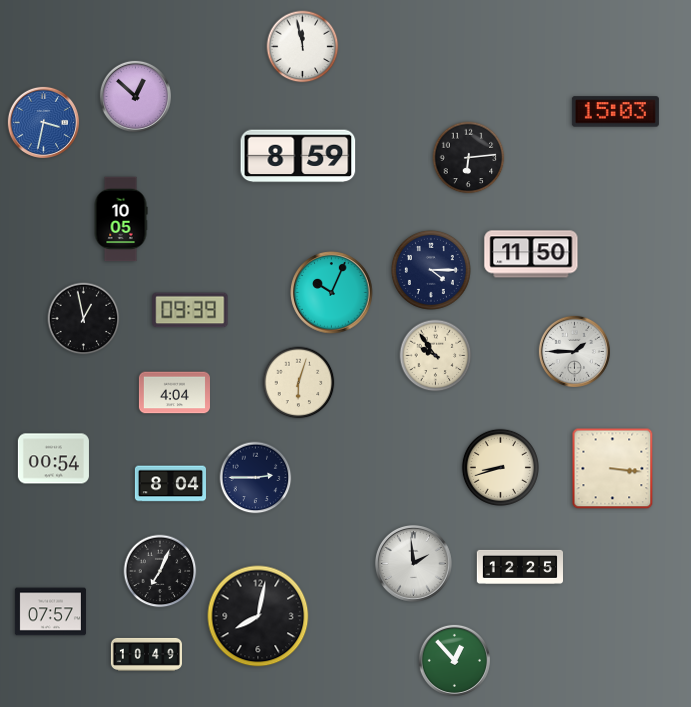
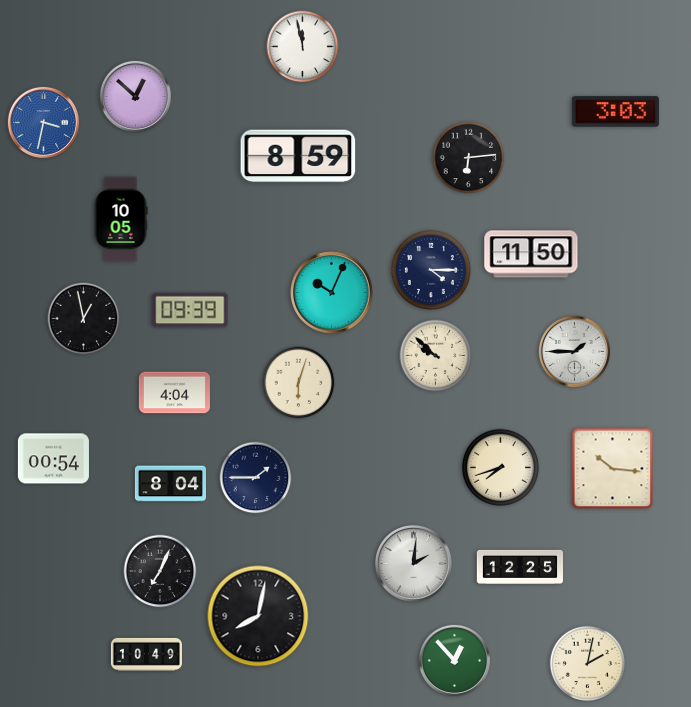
clock at (615, 112): 15:03 -> 3:03
clock at (436, 356): 9:54 -> 9:52
clock at (500, 467): 8:42 -> 7:42
clock at (613, 469): 3:16 -> 10:16
clock at (256, 478): 2:45 -> 1:45
clock at (414, 564): 1:59 -> 2:01
clock at (50, 612): 07:57 -> none
clock at (588, 664): none -> 2:02
